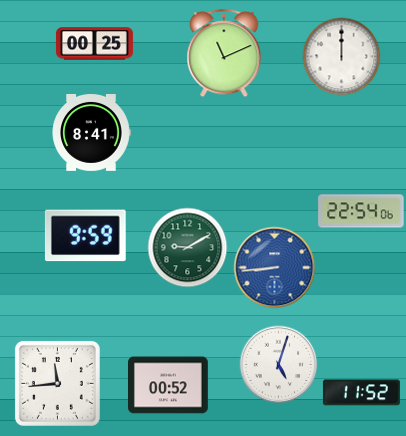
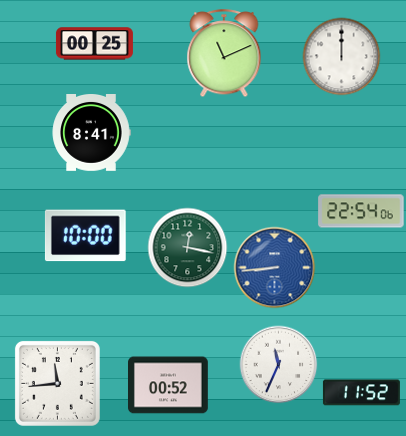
clock at (85, 236): 9:59 -> 10:00
clock at (187, 247): 9:10 -> 12:17
clock at (278, 364): 5:03 -> 11:34
